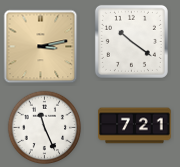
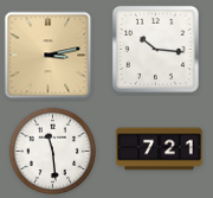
clock at (131, 41): 10:21 -> 10:16
clock at (45, 128): 11:26 -> 11:29
